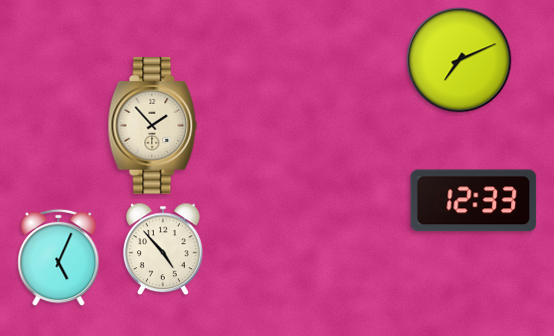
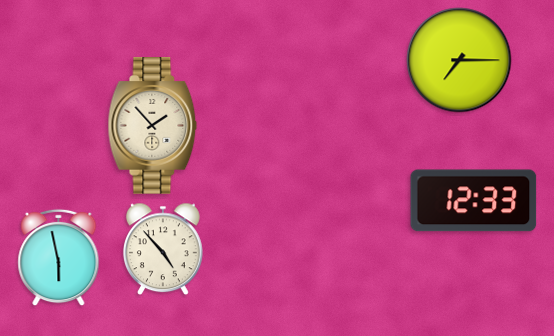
clock at (459, 60): 7:11 -> 7:15
clock at (59, 258): 5:04 -> 5:58
